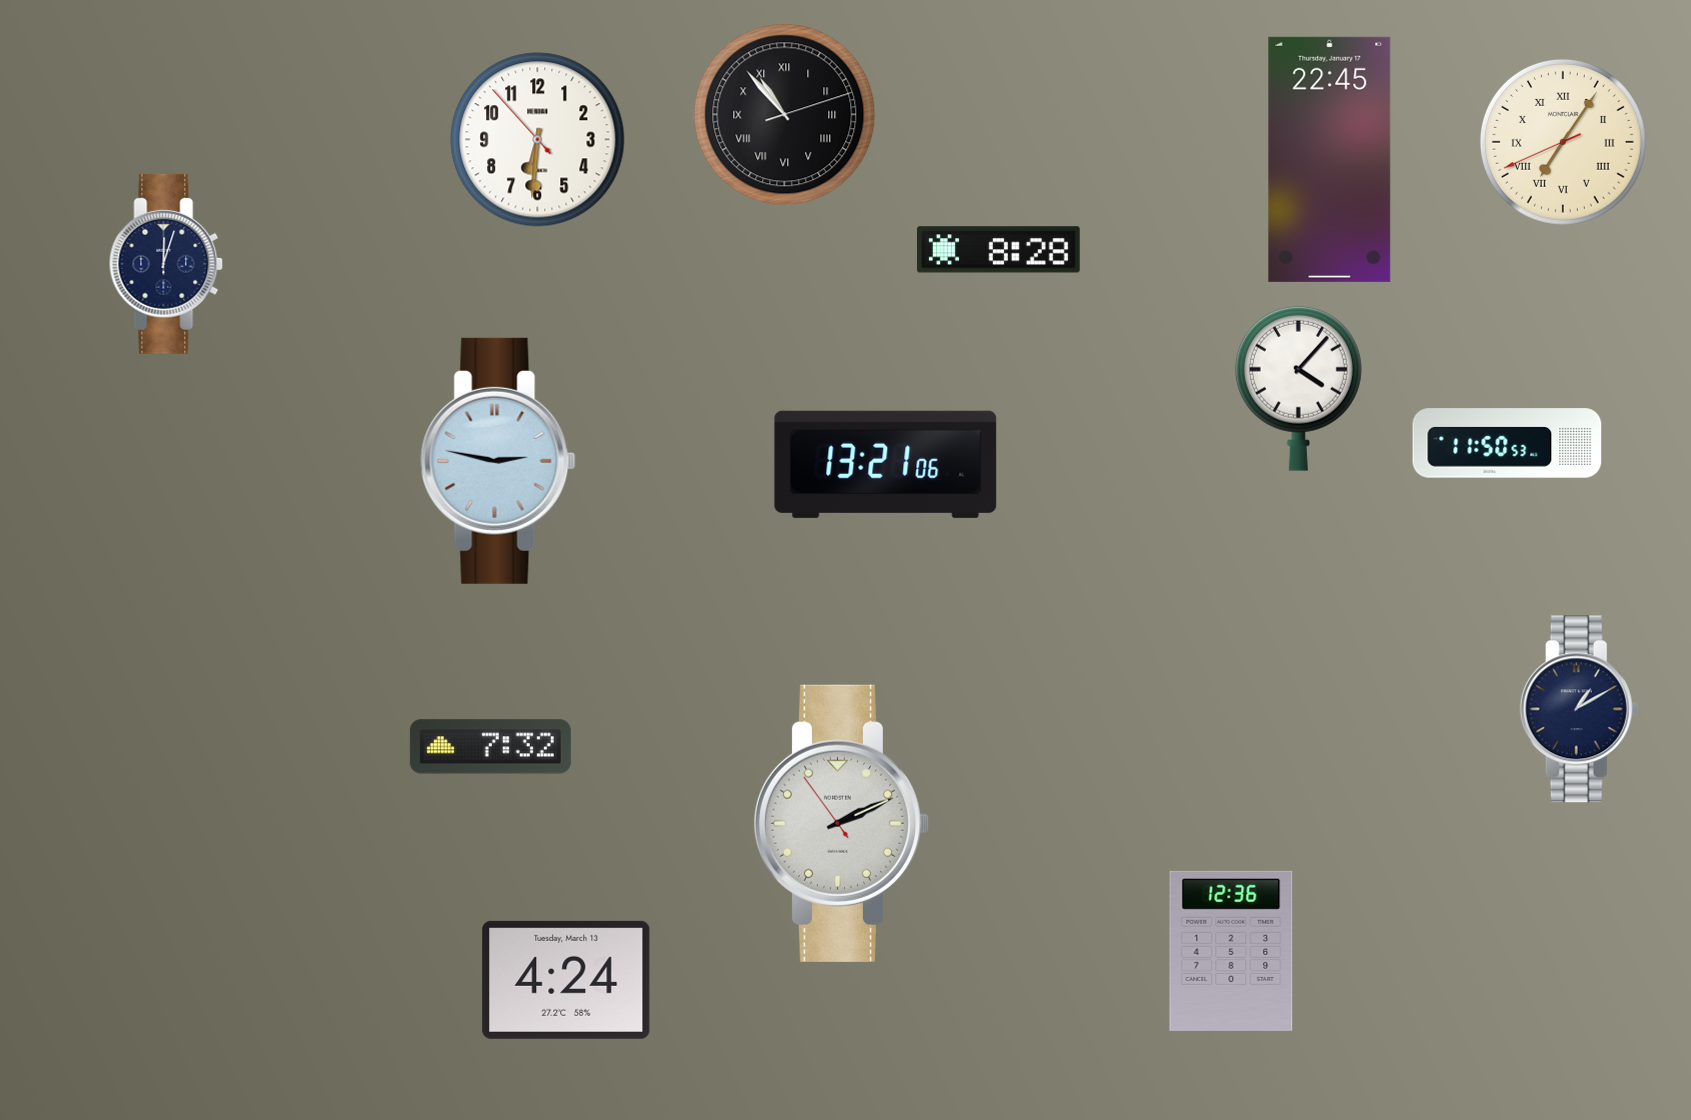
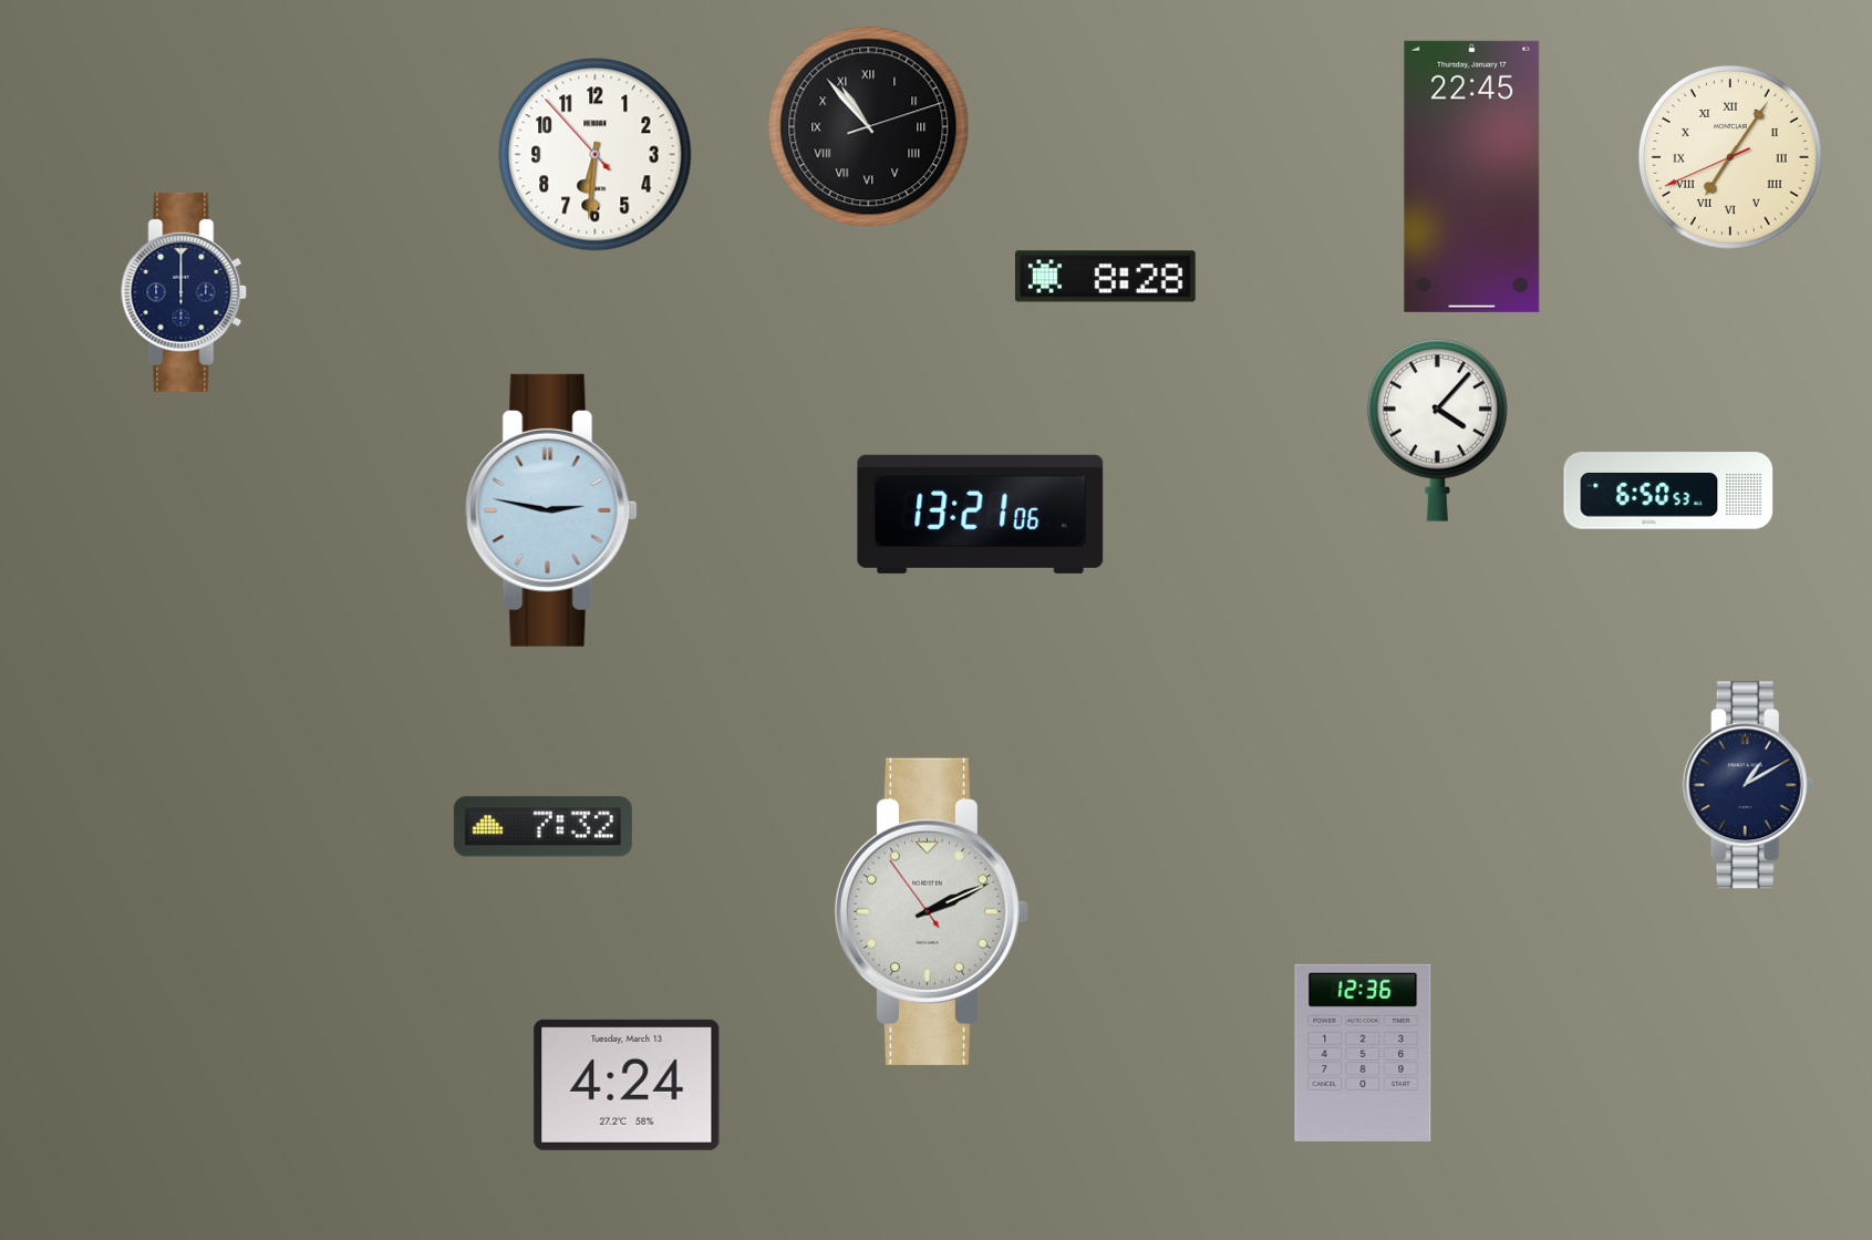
clock at (166, 264): 12:03 -> 12:00
clock at (1507, 443): 11:50 -> 6:50
